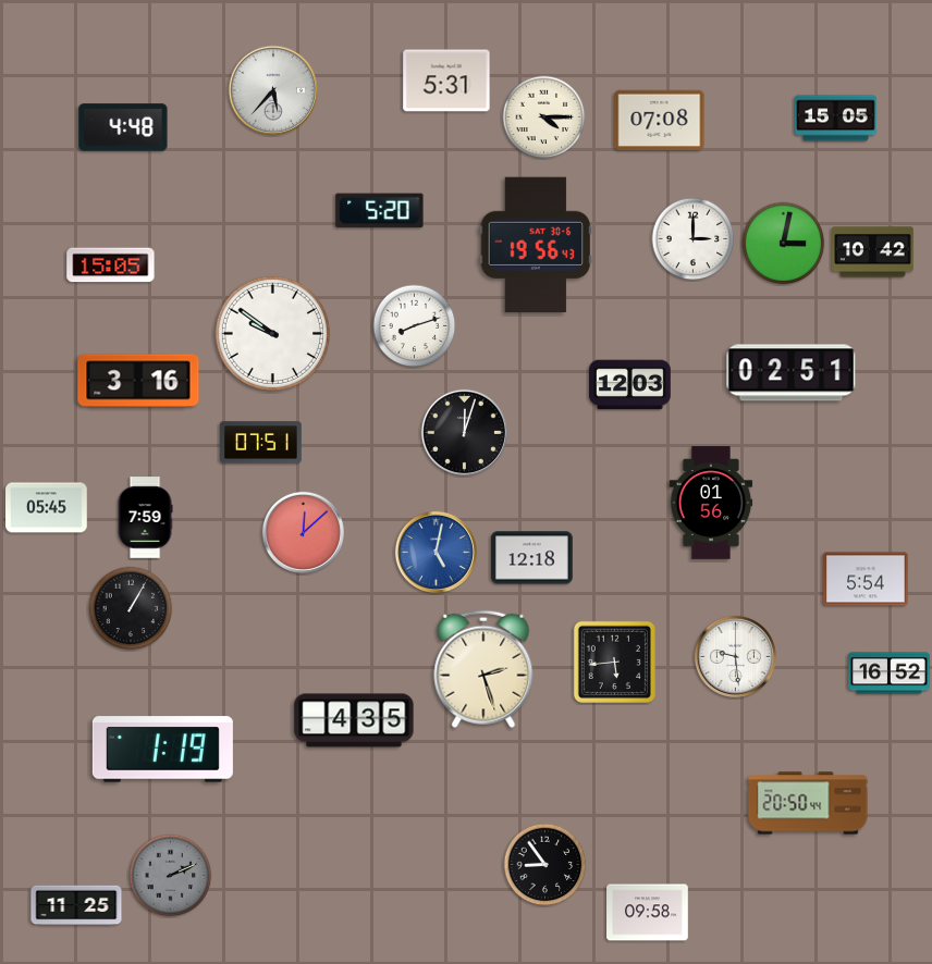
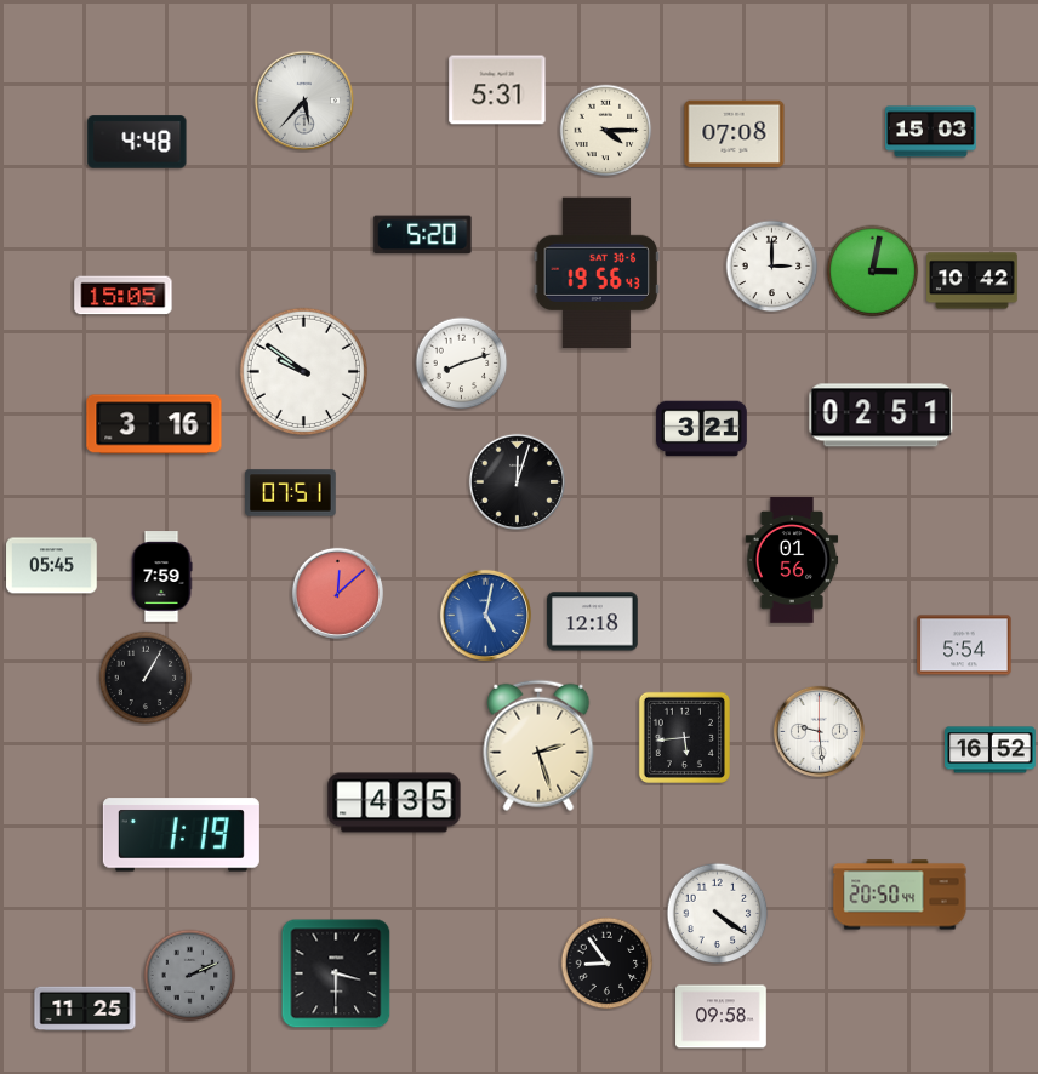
clock at (836, 119): 15:05 -> 15:03
clock at (630, 385): 12:03 -> 3:21
clock at (718, 914): none -> 4:21
clock at (336, 973): none -> 3:30
